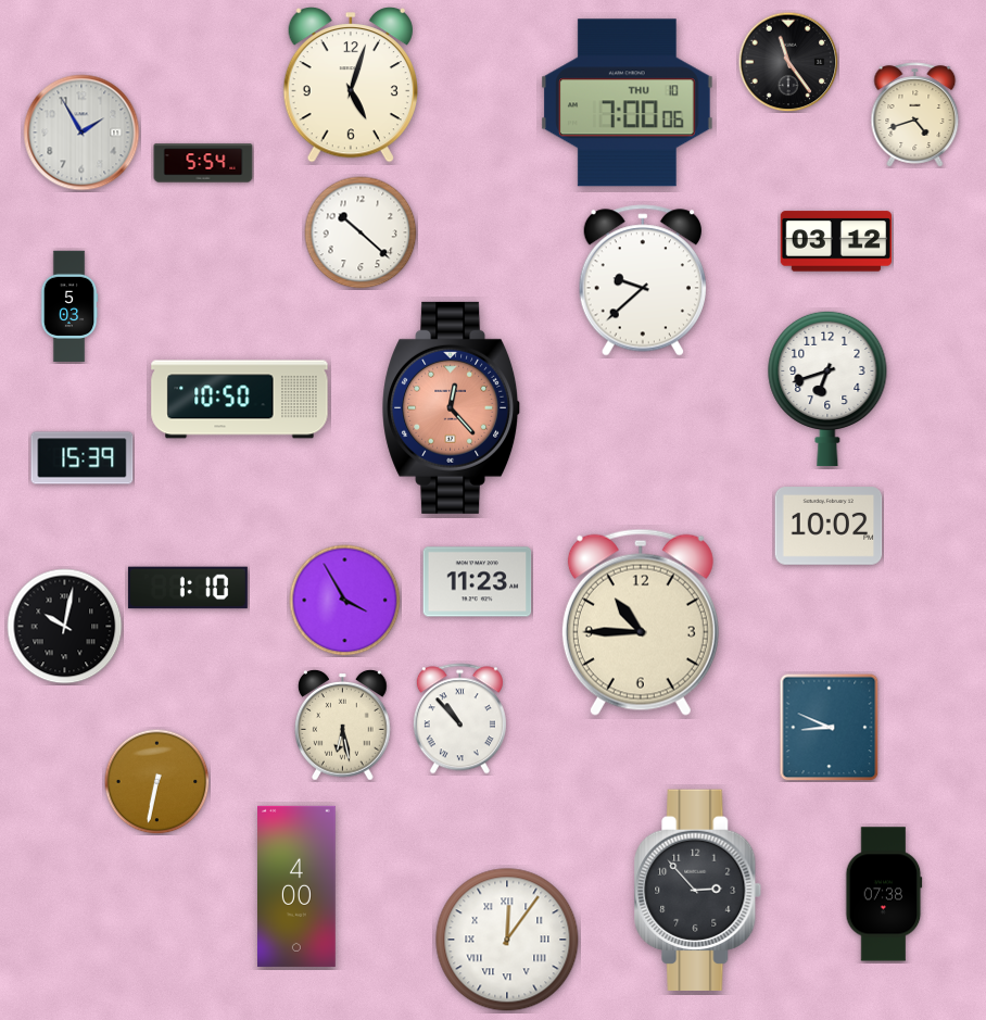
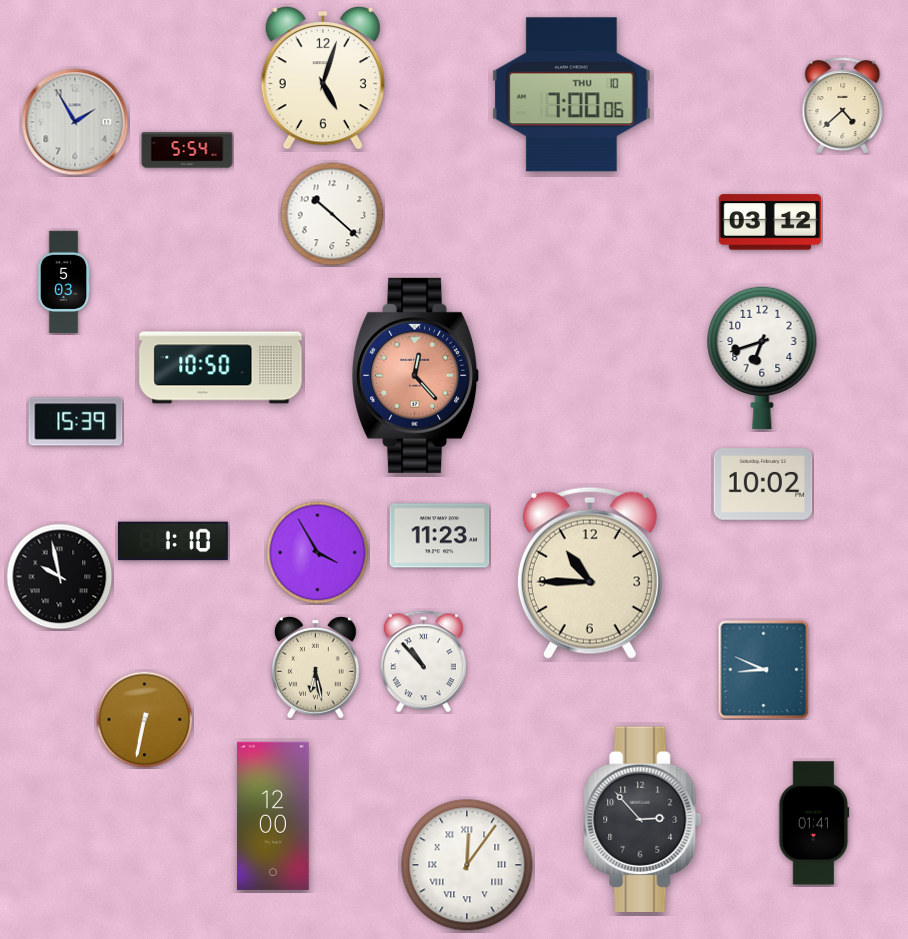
clock at (788, 62): 11:24 -> none
clock at (628, 103) position: (628, 103) -> (572, 95)
clock at (915, 115): 4:42 -> 4:38
clock at (643, 280): 9:38 -> none
clock at (65, 627): 10:02 -> 9:58
clock at (298, 886): 4:00 -> 12:00
clock at (884, 894): 07:38 -> 01:41
